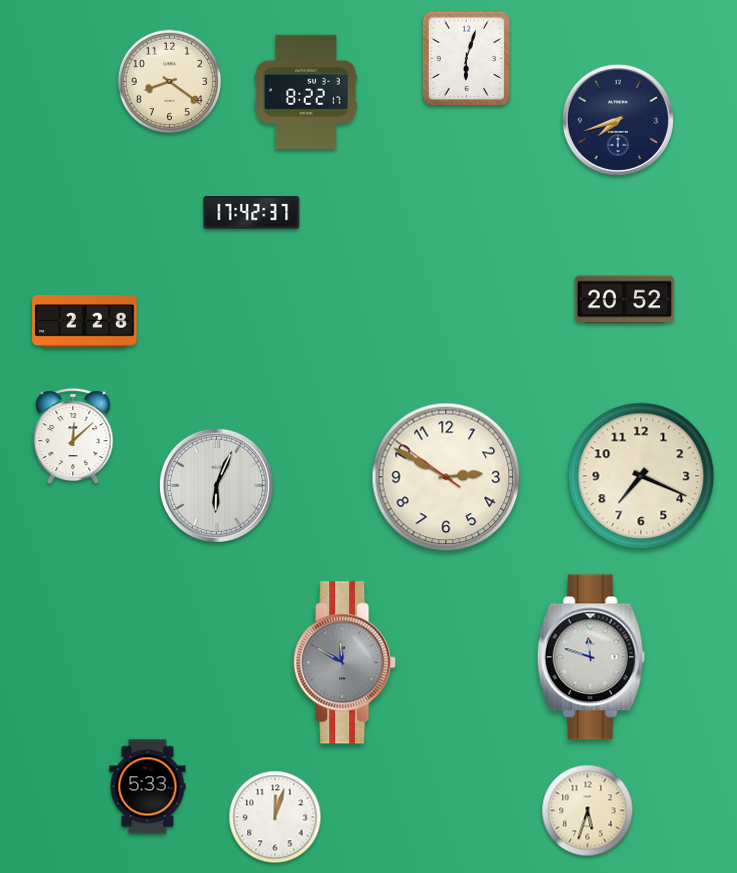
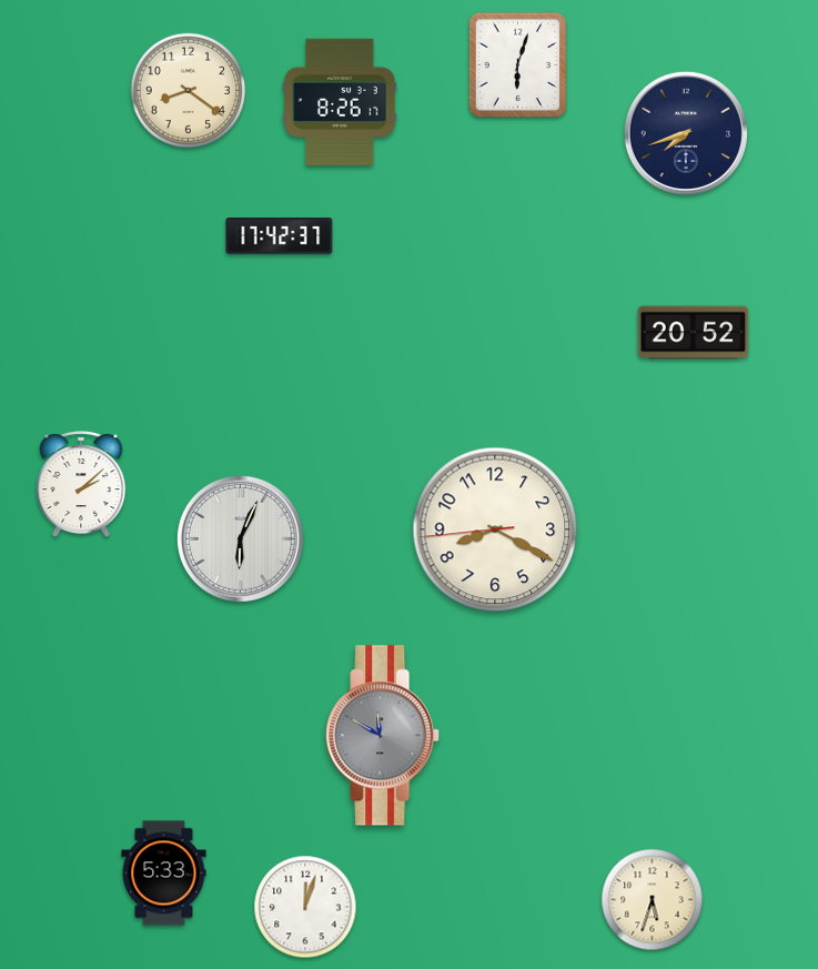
clock at (306, 92): 8:22 -> 8:26
clock at (85, 322): 2:28 -> none
clock at (73, 437): 12:08 -> 2:08
clock at (641, 476): 7:19 -> none
clock at (446, 477): 2:49 -> 8:19
clock at (591, 657): 11:48 -> none
